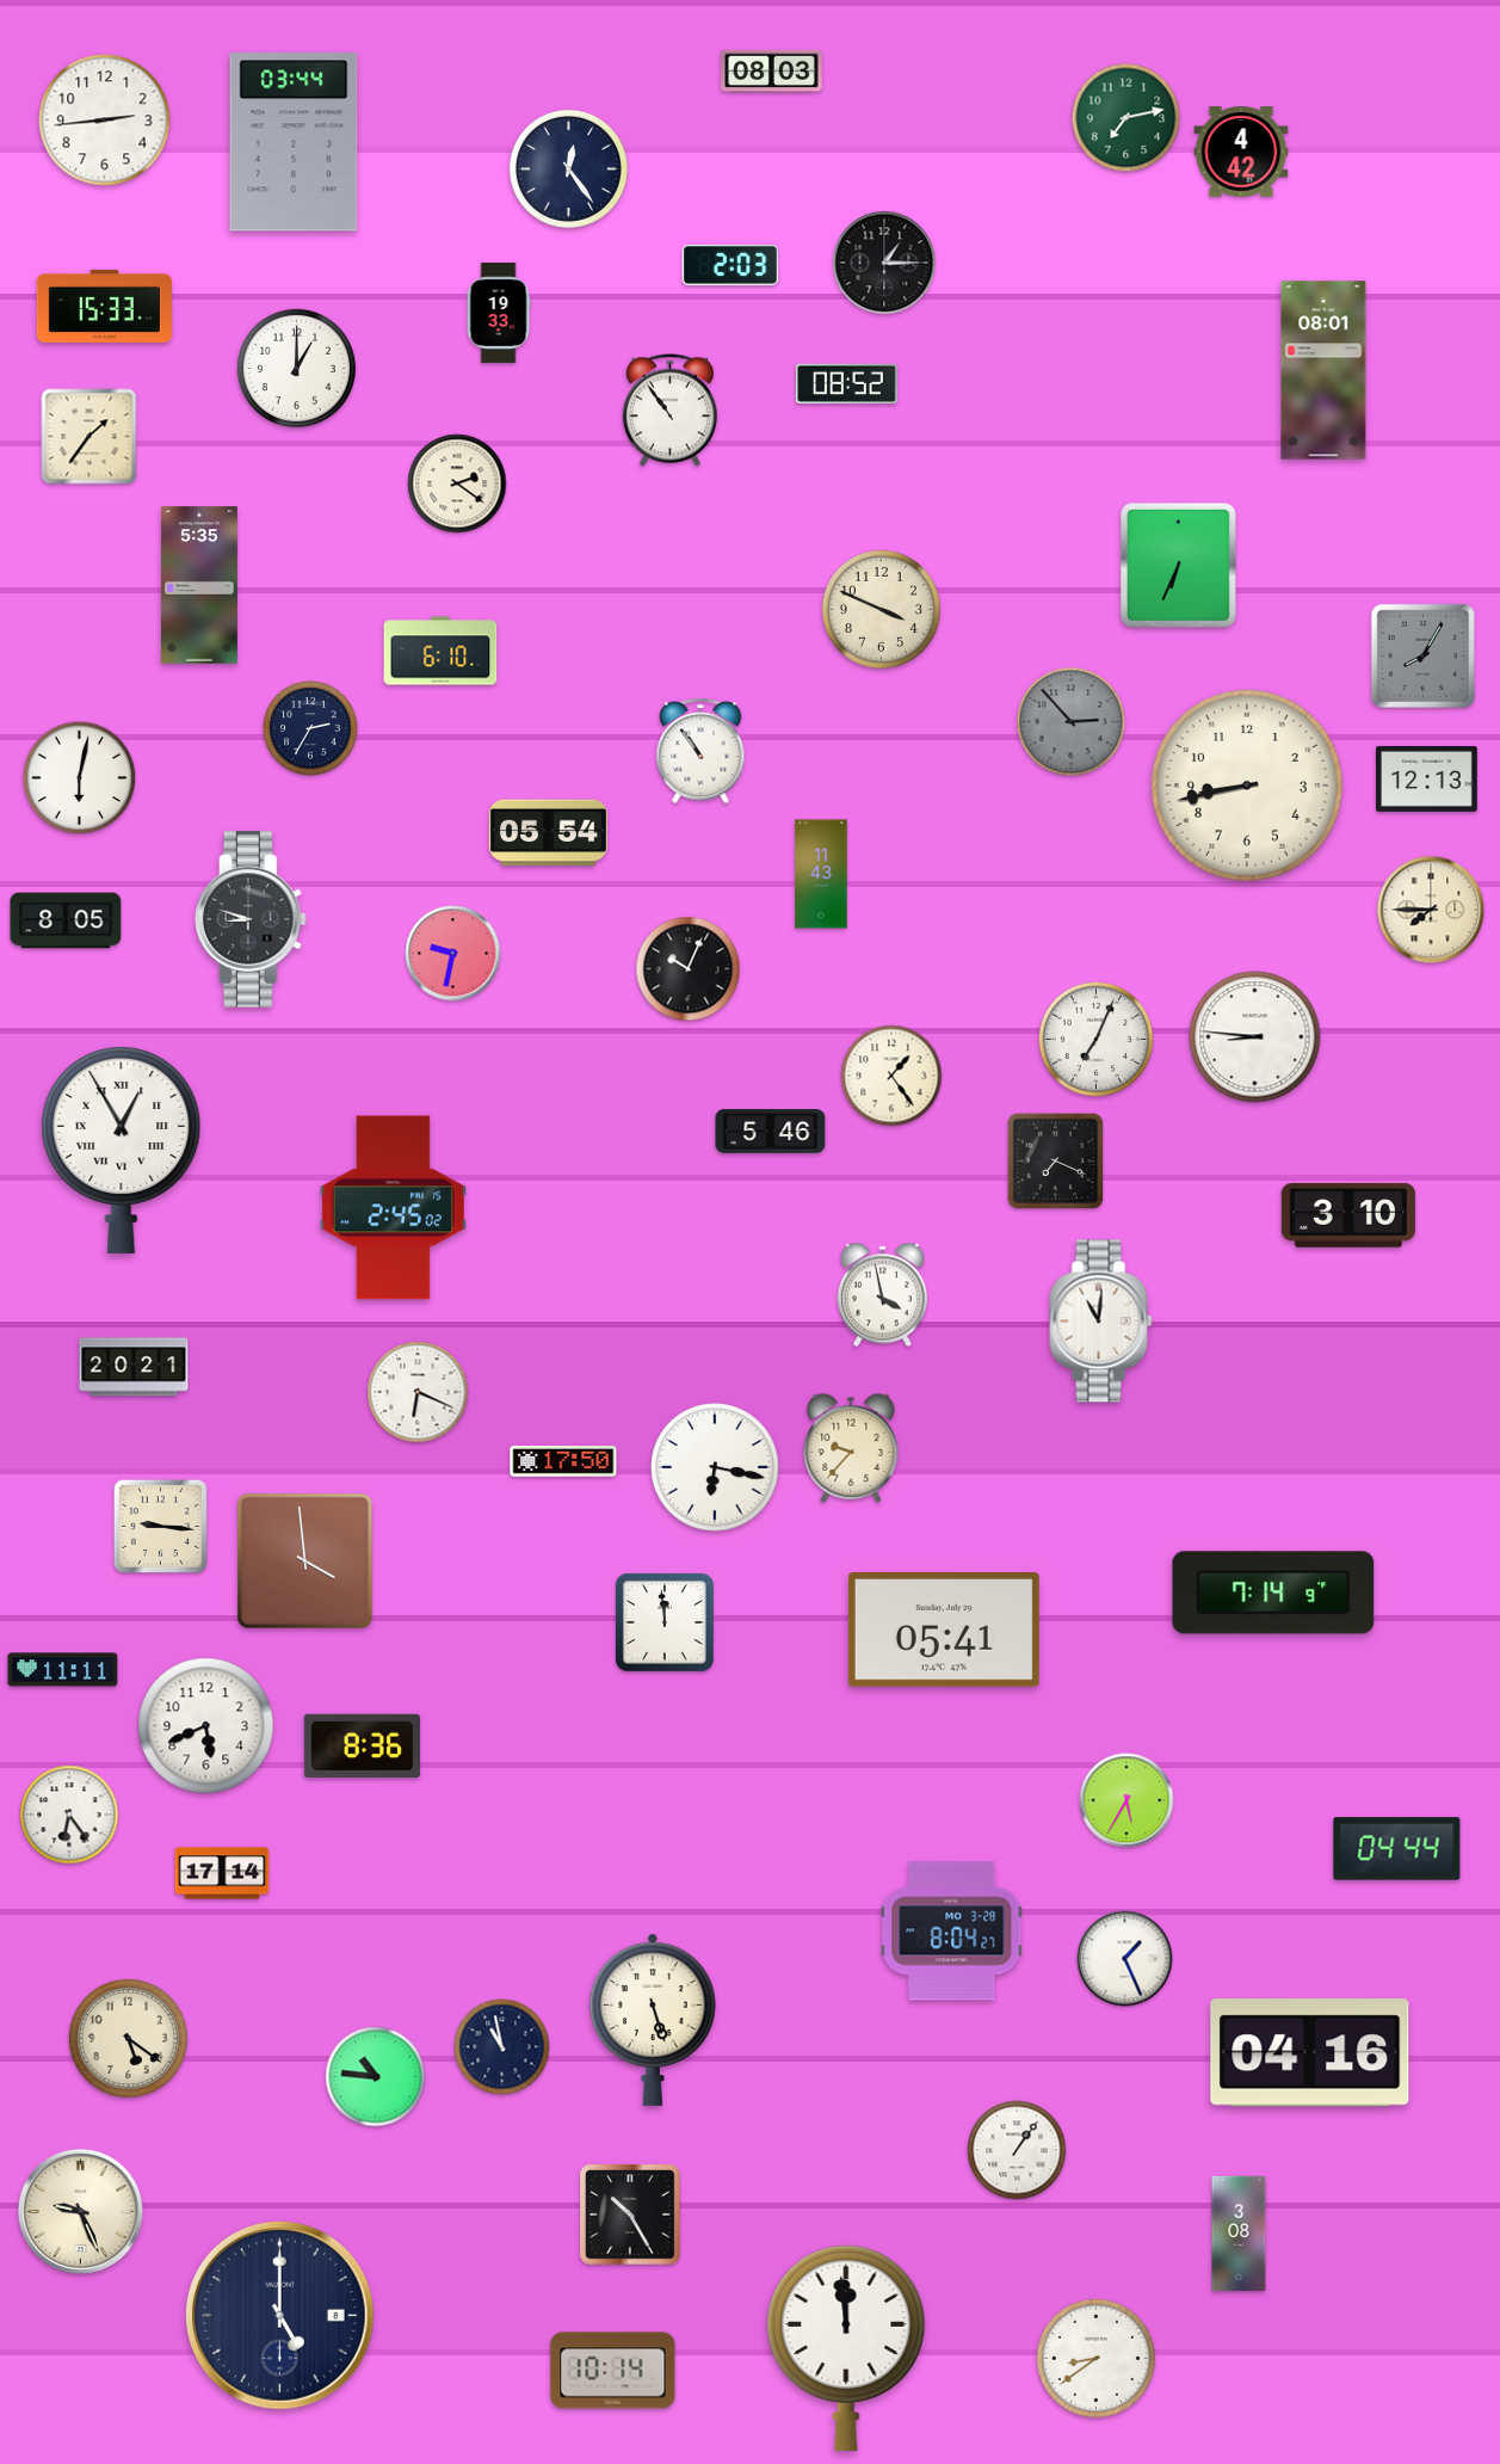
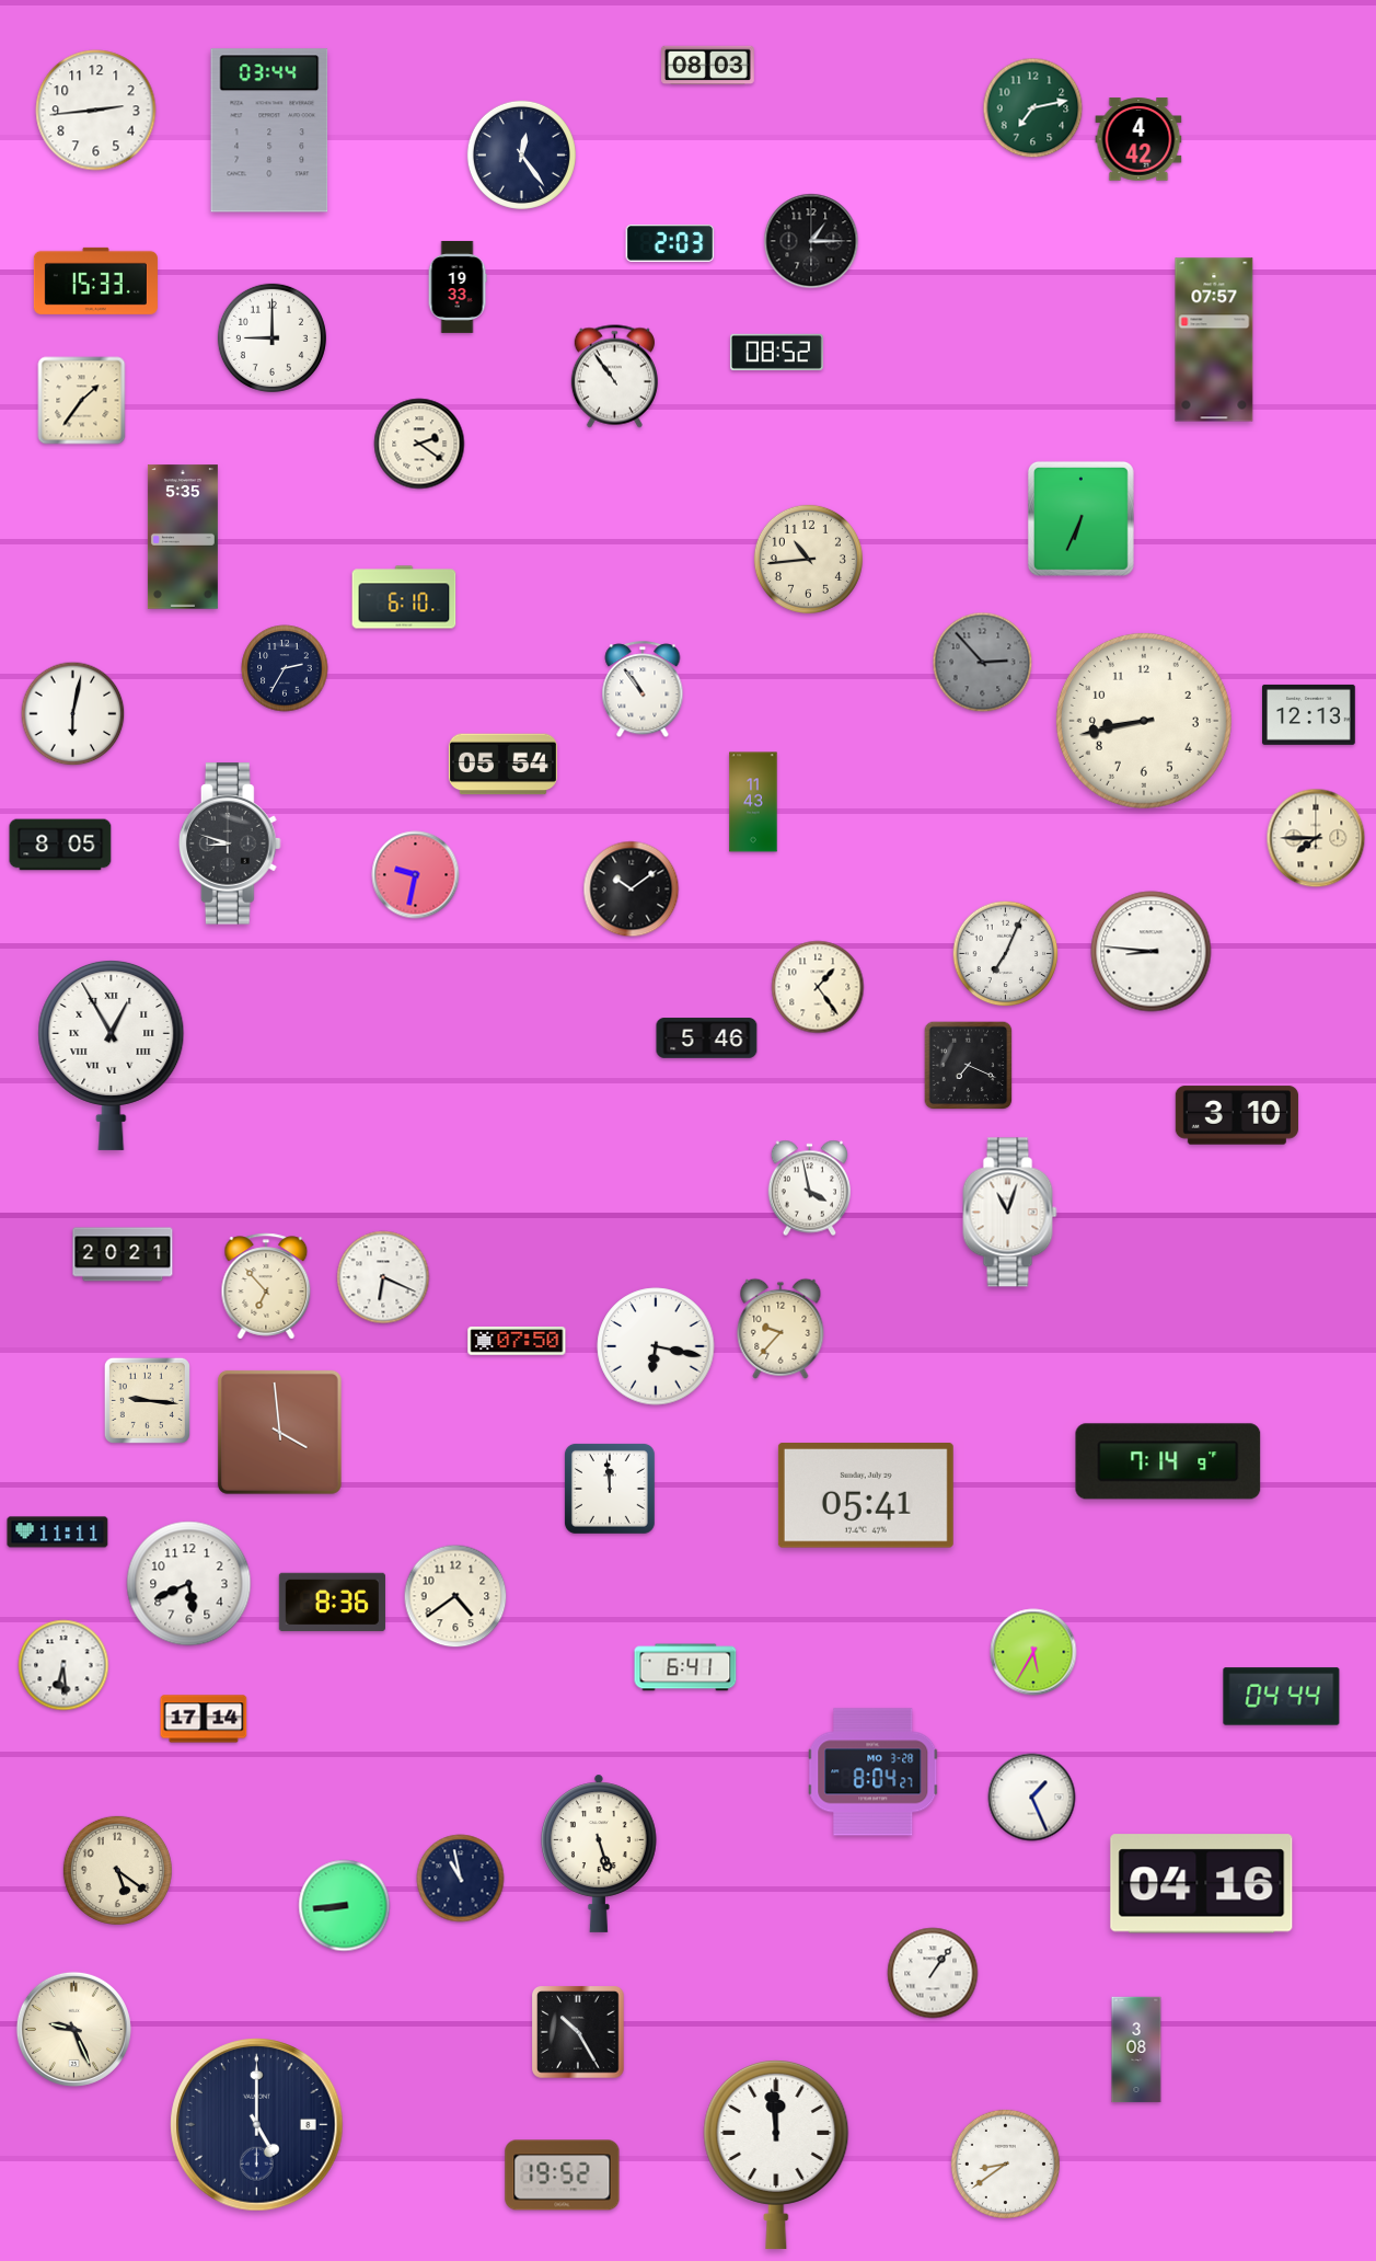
clock at (296, 368): 1:00 -> 9:00
clock at (1323, 370): 08:01 -> 07:57
clock at (881, 609): 3:49 -> 10:44
clock at (1422, 655): 8:05 -> none
clock at (1431, 910) position: (1431, 910) -> (1316, 838)
clock at (689, 969): 10:04 -> 10:09
clock at (393, 1208): 2:45 -> none
clock at (1101, 1322): 11:01 -> 11:03
clock at (266, 1286): none -> 6:53
clock at (563, 1462): 17:50 -> 07:50
clock at (455, 1596): none -> 4:39
clock at (69, 1815): 6:24 -> 6:29
clock at (685, 1667): none -> 6:41
clock at (376, 2077): 10:46 -> 8:44
clock at (613, 2371): 10:14 -> 19:52
